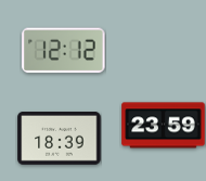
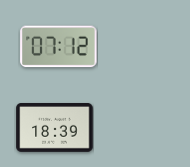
clock at (64, 51): 12:12 -> 07:12
clock at (164, 126): 23:59 -> none
